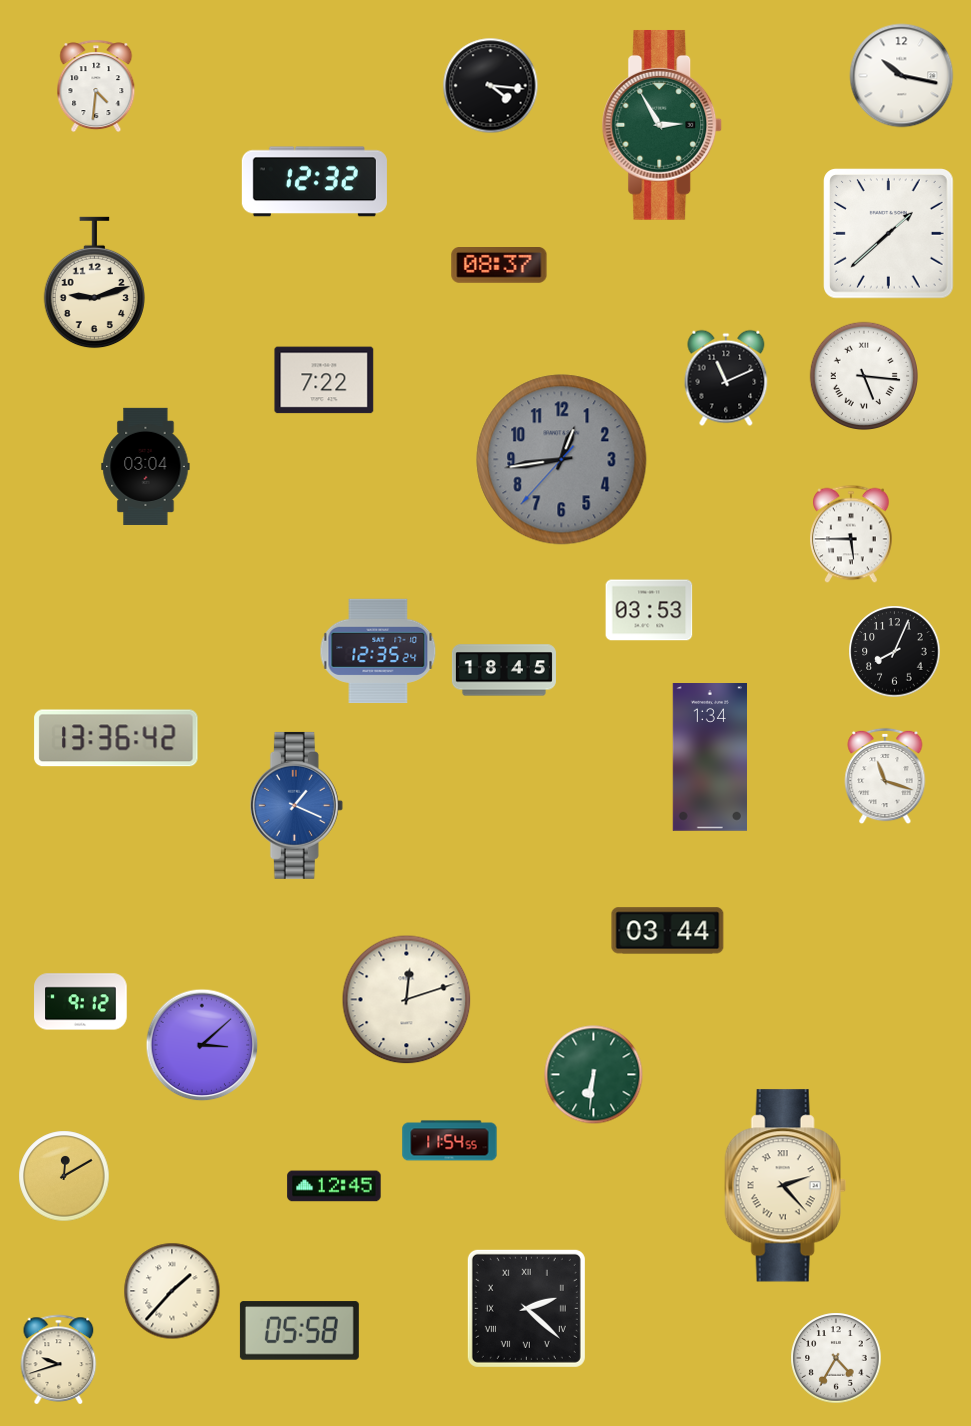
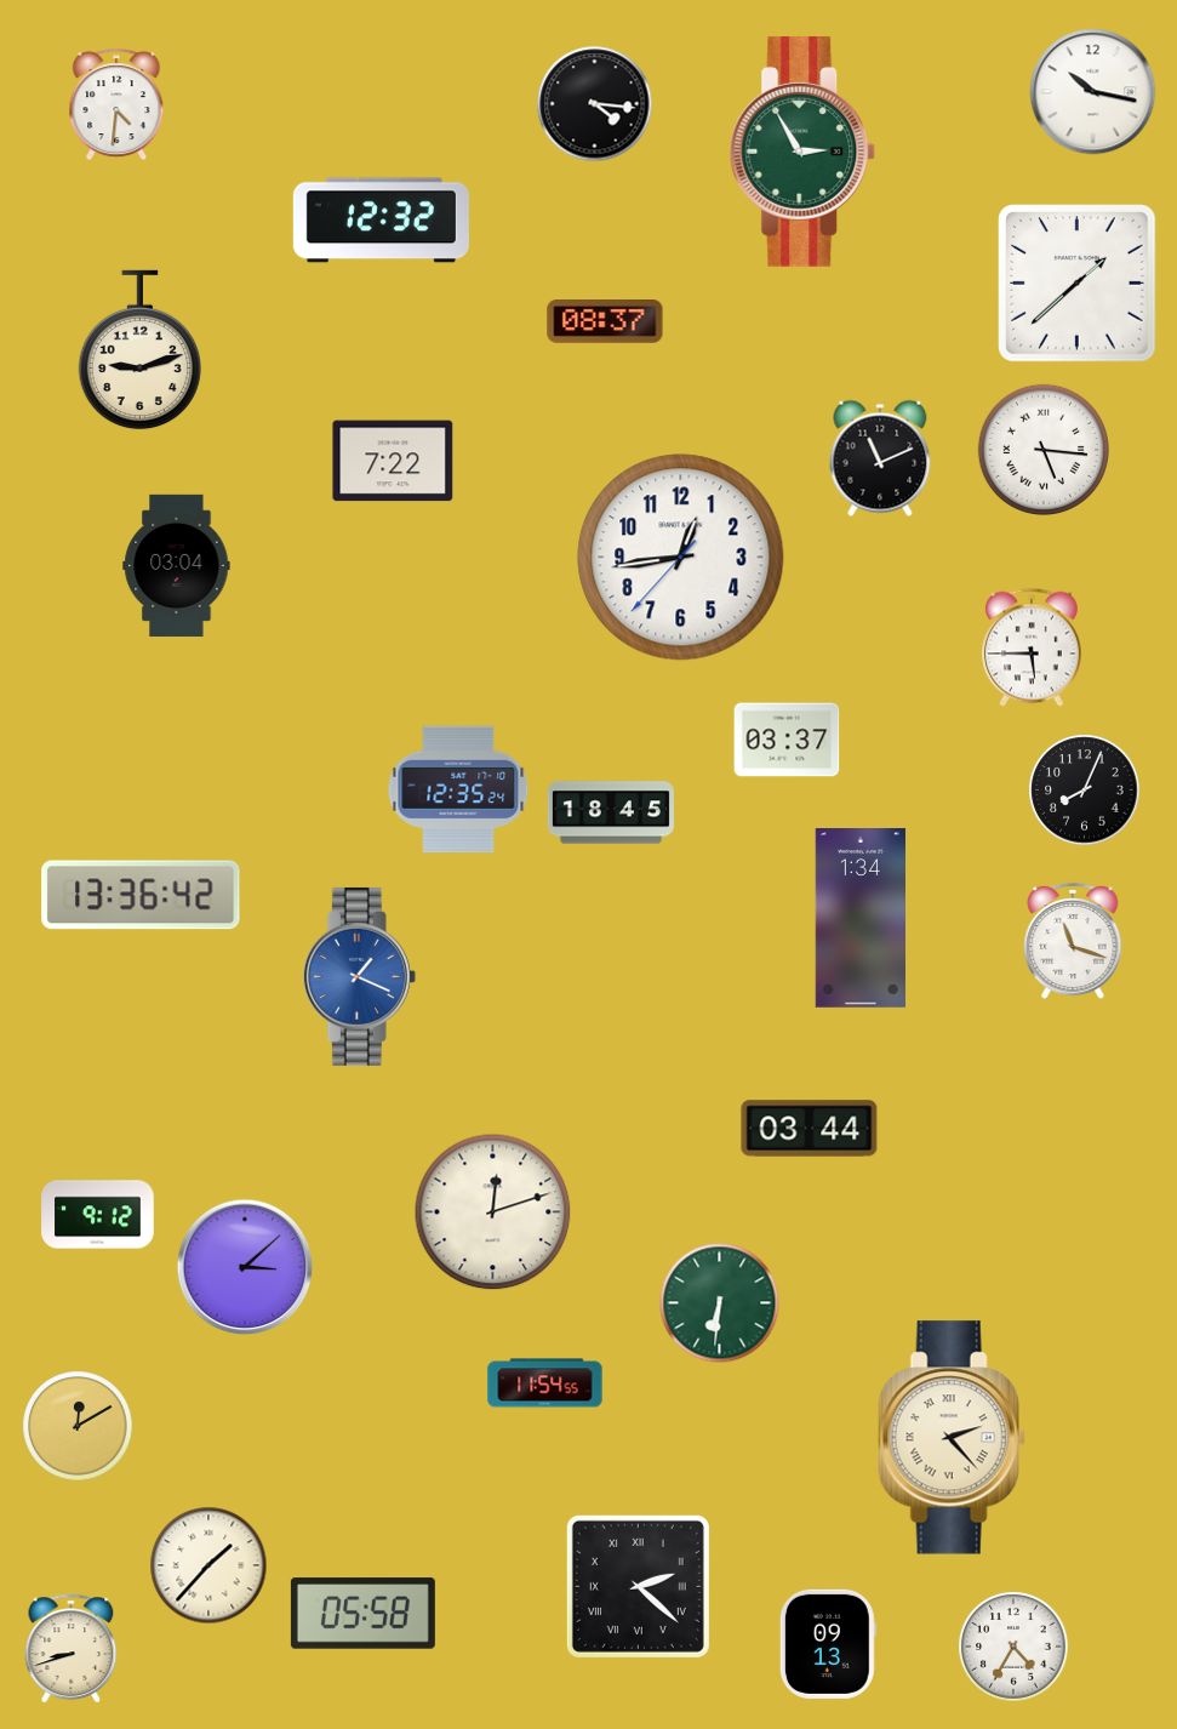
clock at (94, 283) position: (94, 283) -> (139, 350)
clock at (863, 375) position: (863, 375) -> (1042, 449)
clock at (562, 460) dial: grey -> white
clock at (649, 610): 03:53 -> 03:37
clock at (334, 1186): 12:45 -> none
clock at (828, 1644): none -> 09:13
clock at (59, 1359): 9:42 -> 8:42
